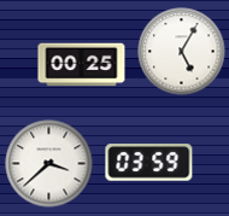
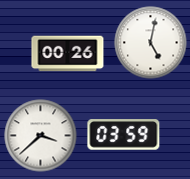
clock at (182, 52): 5:05 -> 5:02
clock at (82, 65): 00:25 -> 00:26
